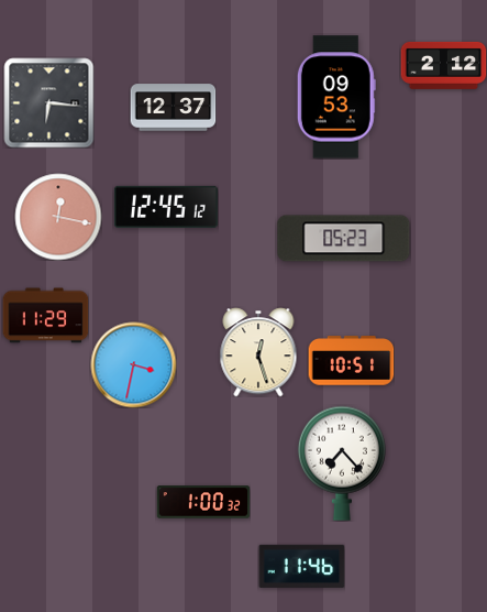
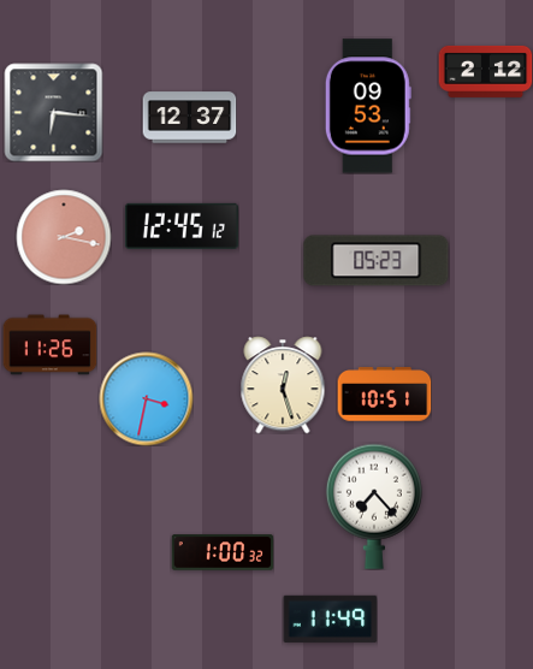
clock at (58, 217): 12:17 -> 2:17
clock at (45, 316): 11:29 -> 11:26
clock at (203, 502) position: (203, 502) -> (223, 552)
clock at (301, 566): 11:46 -> 11:49
